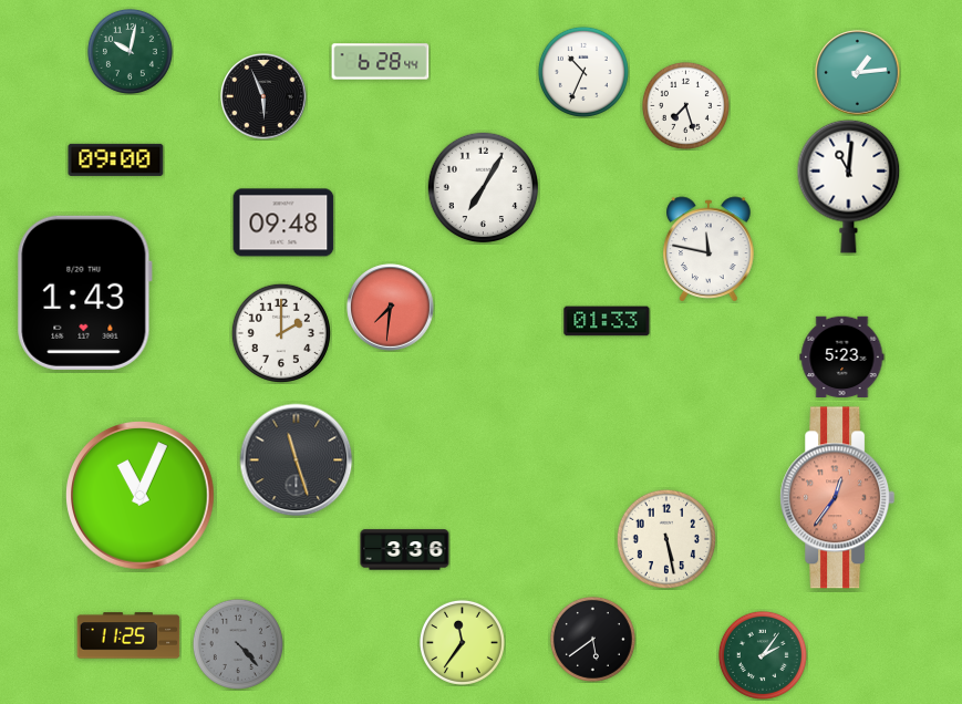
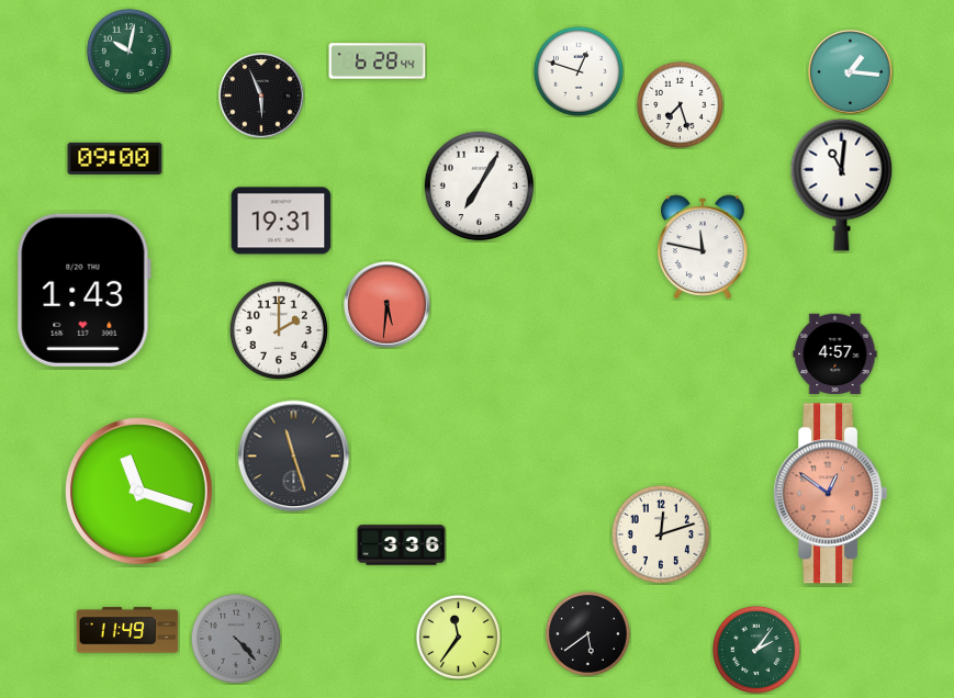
clock at (583, 72): 10:34 -> 12:48
clock at (858, 73): 1:14 -> 1:16
clock at (283, 222): 09:48 -> 19:31
clock at (391, 308): 7:31 -> 5:31
clock at (607, 321): 01:33 -> none
clock at (842, 358): 5:23 -> 4:57
clock at (141, 496): 11:04 -> 11:18
clock at (838, 498): 12:36 -> 12:51
clock at (666, 539): 5:28 -> 12:12
clock at (128, 635): 11:25 -> 11:49
